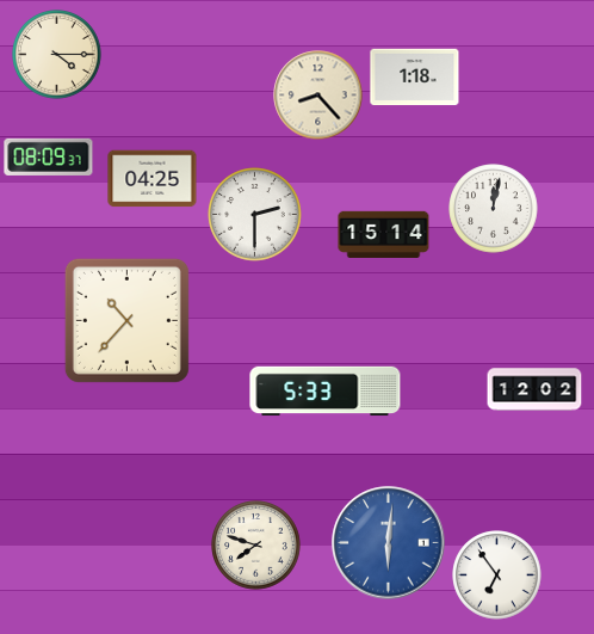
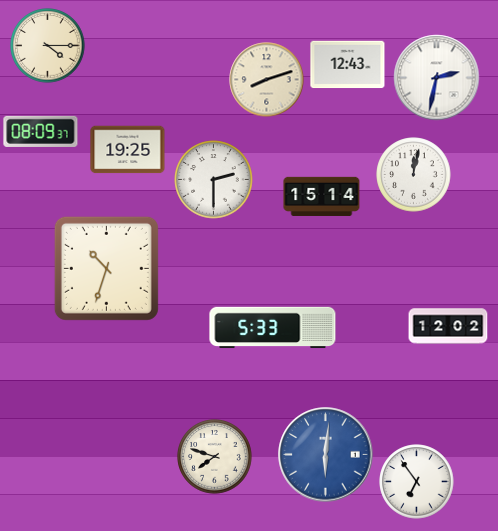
clock at (415, 78): 1:18 -> 12:43
clock at (437, 78): none -> 2:32
clock at (318, 96): 8:23 -> 8:12
clock at (153, 179): 04:25 -> 19:25
clock at (126, 320): 10:37 -> 10:33
